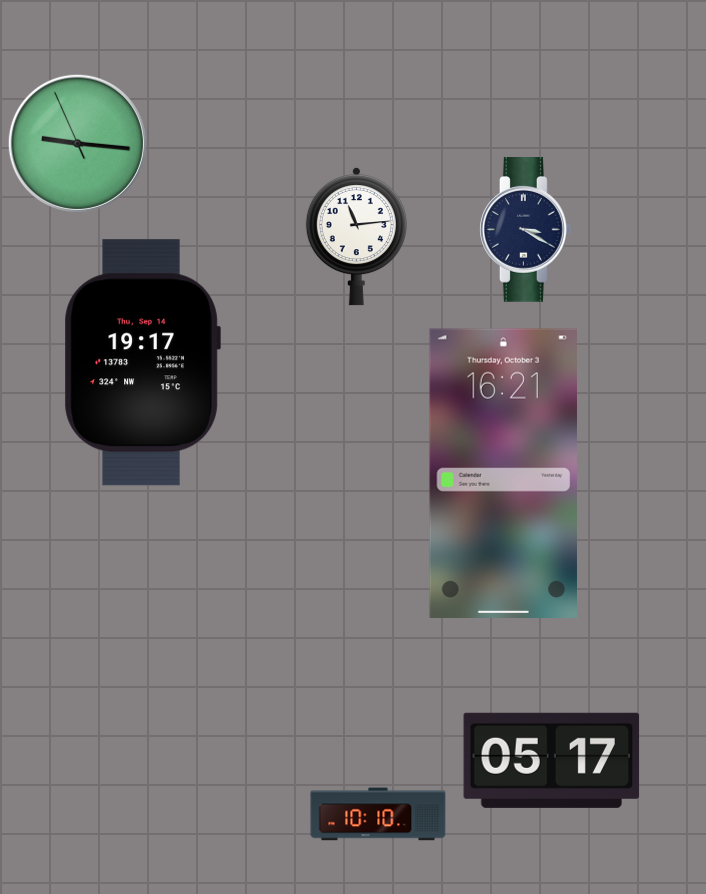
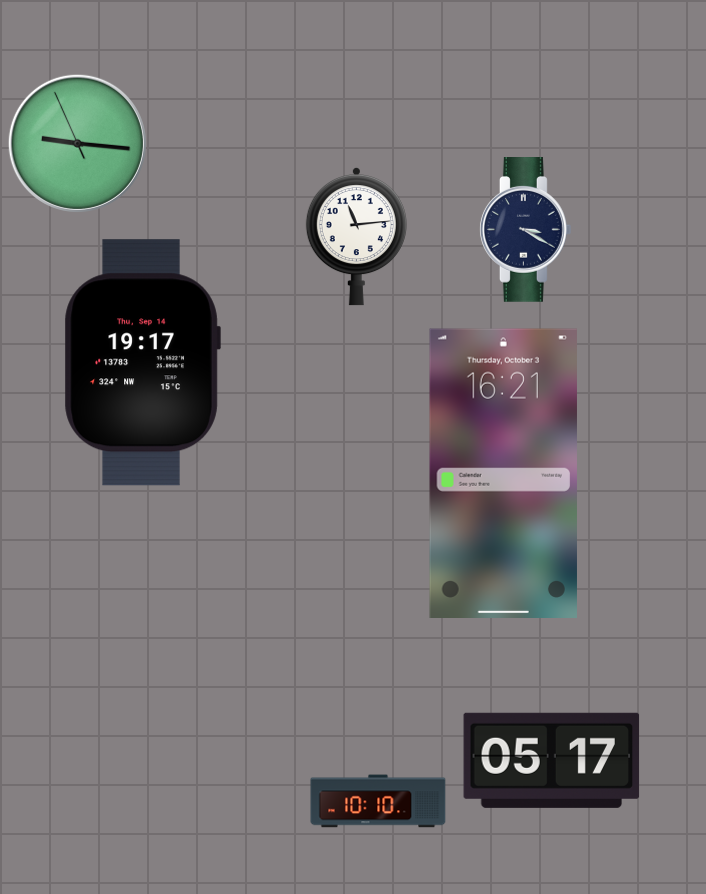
clock at (378, 814) position: (378, 814) -> (378, 801)
